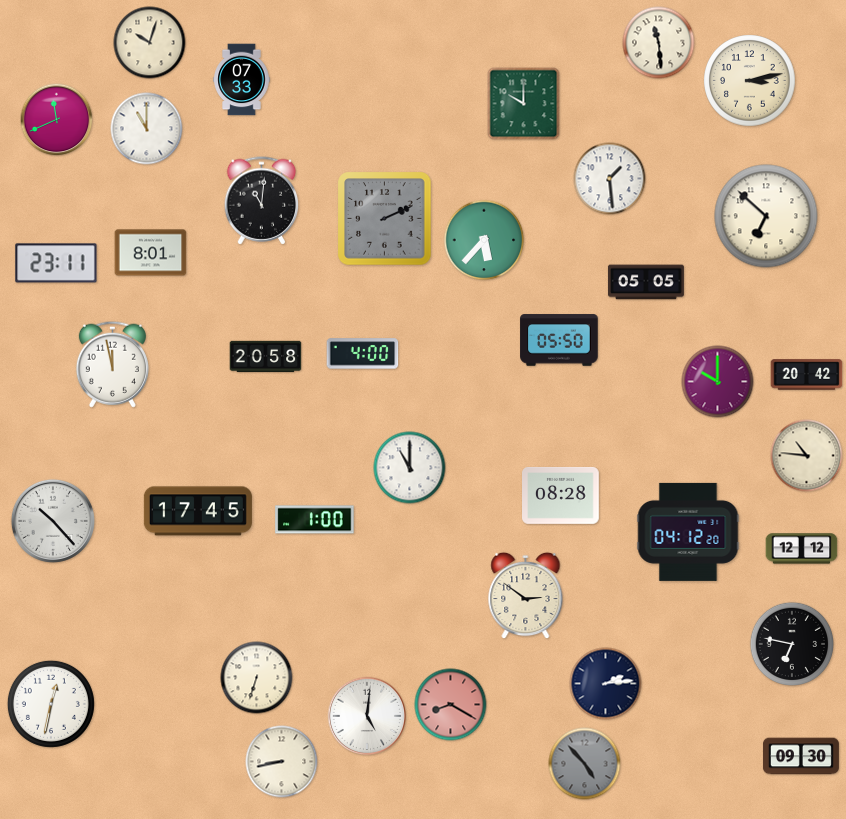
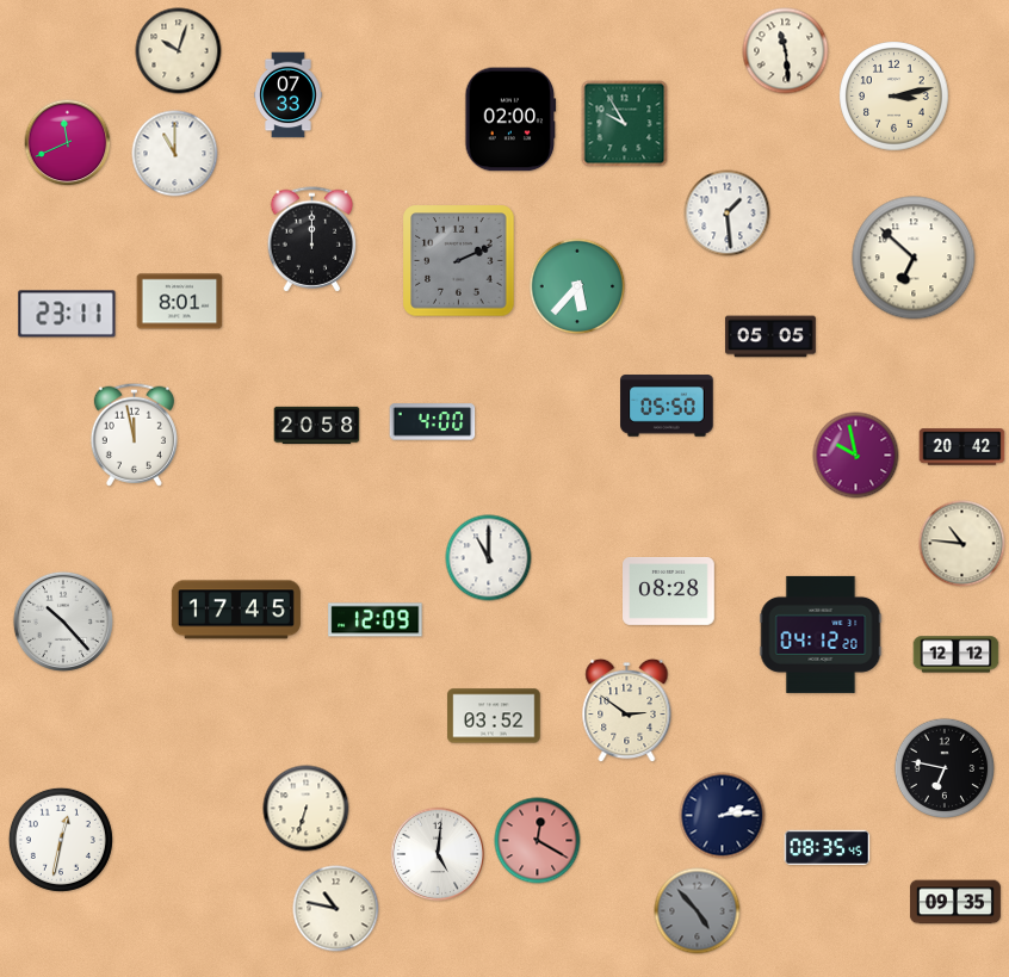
clock at (510, 119): none -> 02:00
clock at (524, 104): 10:00 -> 9:55
clock at (262, 201): 11:01 -> 12:00
clock at (718, 382): 10:00 -> 9:58
clock at (315, 520): 1:00 -> 12:09
clock at (494, 716): none -> 03:52
clock at (451, 705): 8:20 -> 12:20
clock at (828, 848): none -> 08:35
clock at (802, 756): 09:30 -> 09:35
clock at (282, 762): 8:43 -> 10:47
